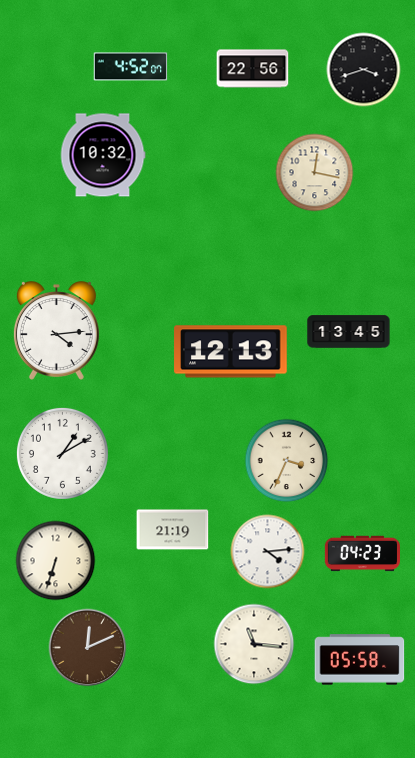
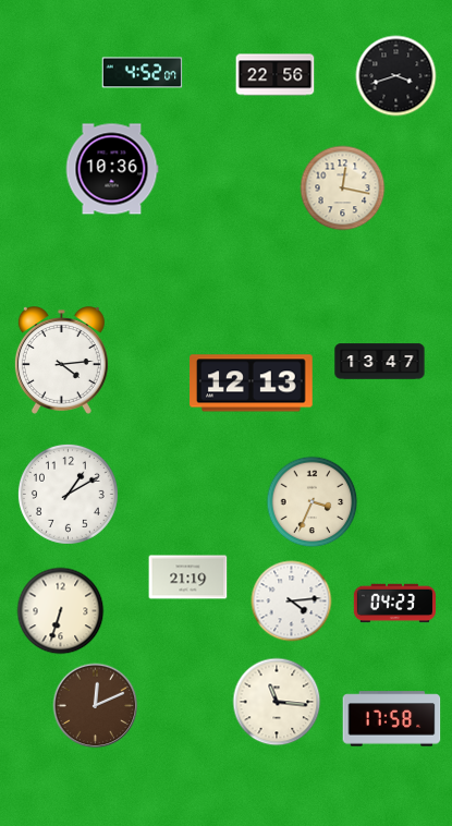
clock at (103, 155): 10:32 -> 10:36
clock at (349, 332): 13:45 -> 13:47
clock at (360, 660): 05:58 -> 17:58
